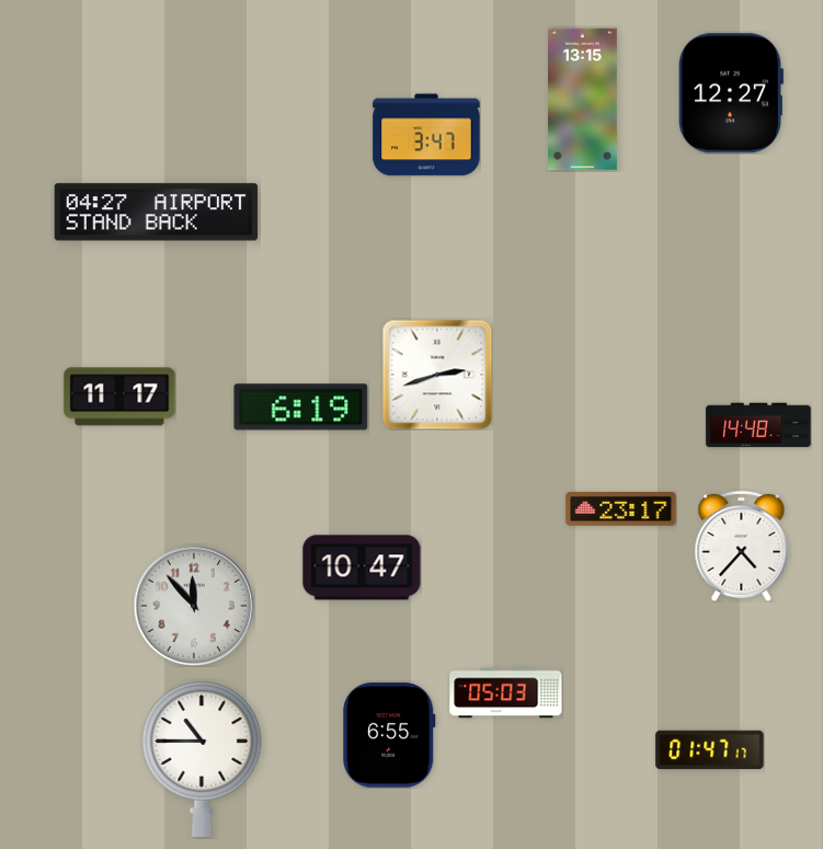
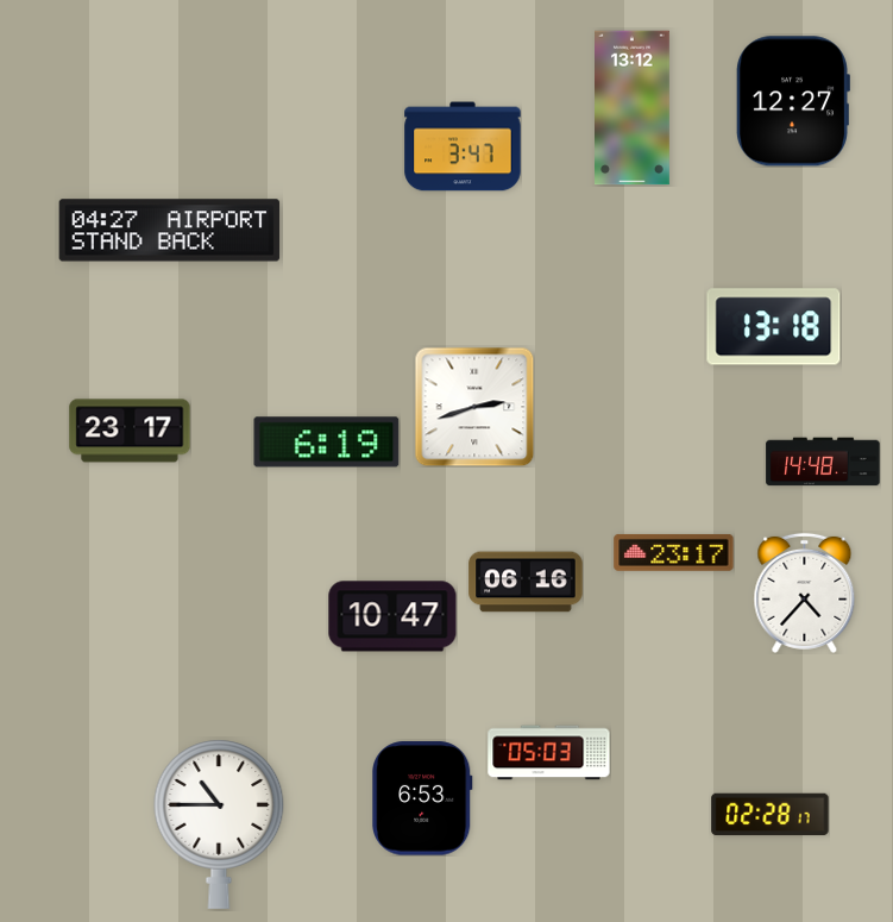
clock at (583, 100): 13:15 -> 13:12
clock at (774, 327): none -> 13:18
clock at (119, 397): 11:17 -> 23:17
clock at (526, 582): none -> 06:16
clock at (194, 606): 11:53 -> none
clock at (389, 735): 6:55 -> 6:53
clock at (710, 750): 01:47 -> 02:28
